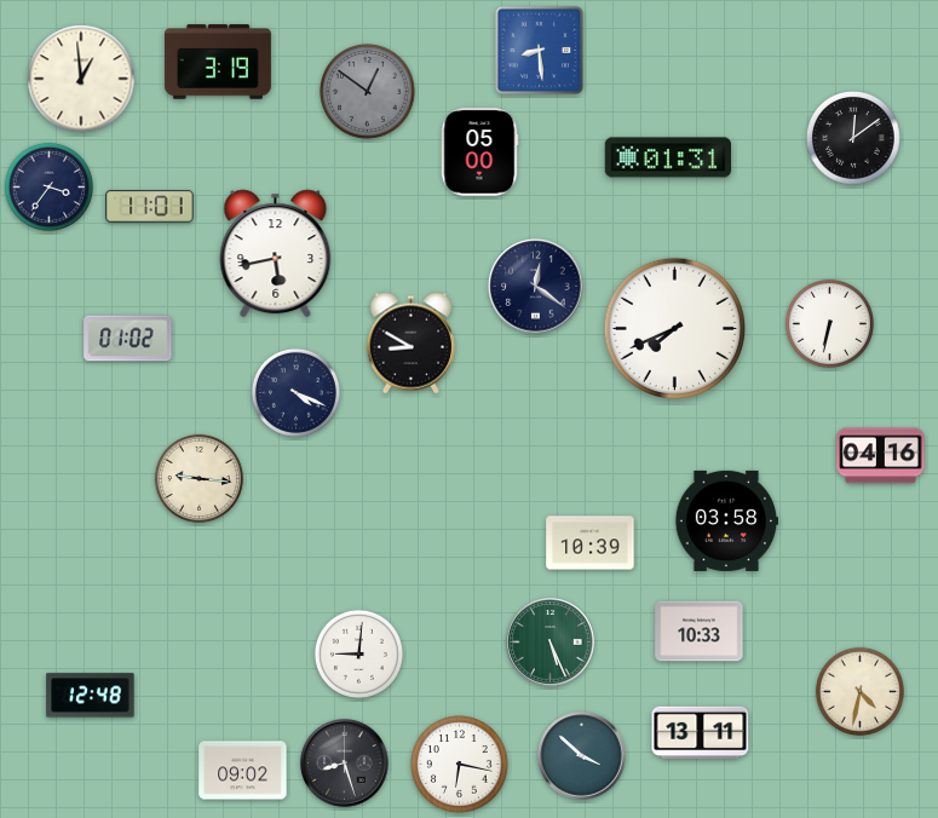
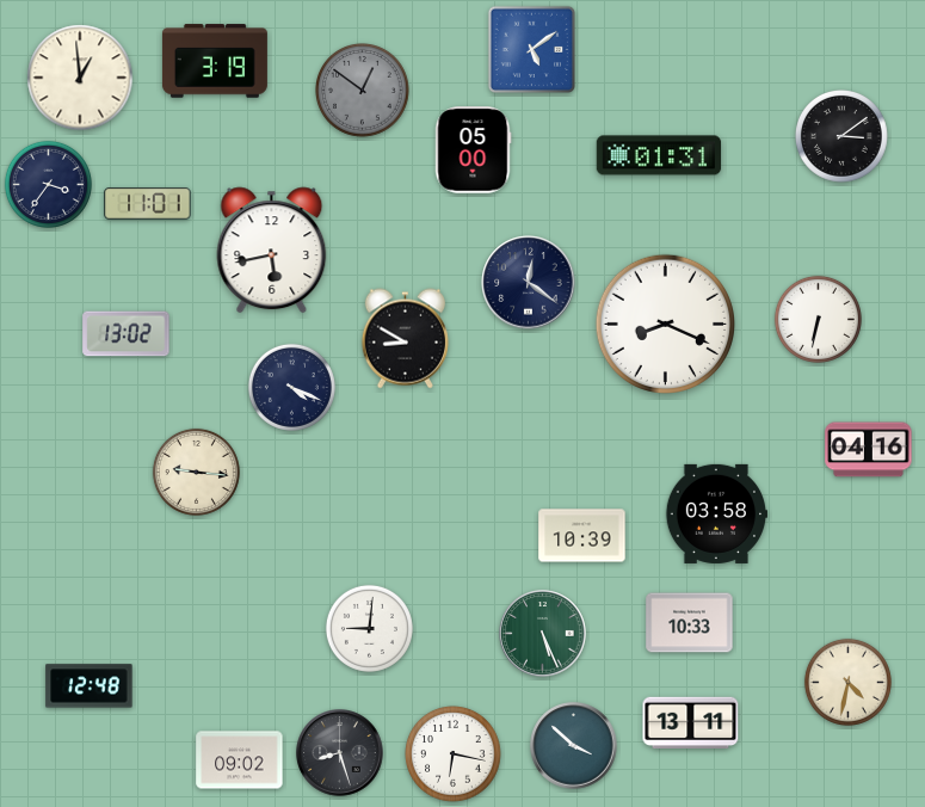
clock at (539, 50): 8:29 -> 5:09
clock at (854, 139): 12:09 -> 3:09
clock at (674, 328): 7:41 -> 8:19
clock at (128, 339): 01:02 -> 13:02
clock at (358, 653) position: (358, 653) -> (369, 628)
